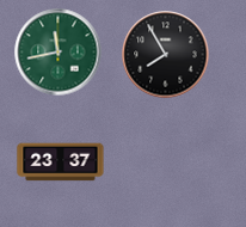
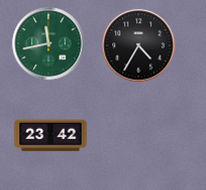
clock at (166, 55): 7:55 -> 4:35
clock at (61, 162): 23:37 -> 23:42
